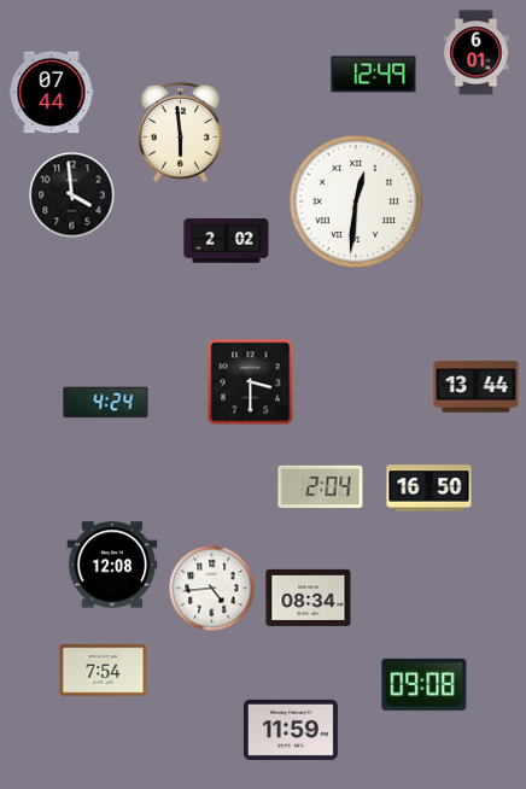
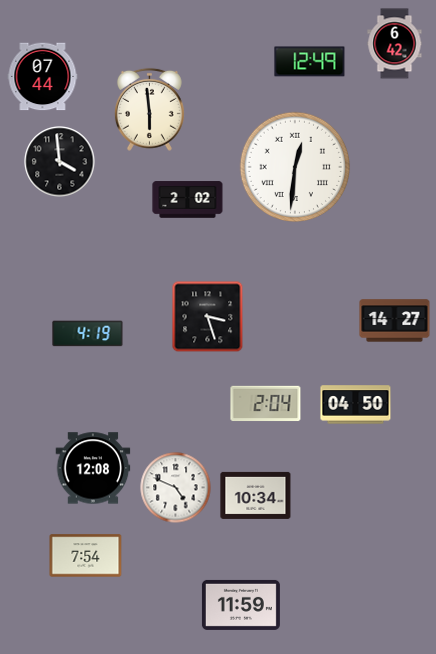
clock at (477, 53): 6:01 -> 6:42
clock at (251, 382): 3:30 -> 3:27
clock at (477, 387): 13:44 -> 14:27
clock at (106, 403): 4:24 -> 4:19
clock at (429, 489): 16:50 -> 04:50
clock at (212, 589): 4:44 -> 4:49
clock at (309, 597): 08:34 -> 10:34
clock at (425, 684): 09:08 -> none
